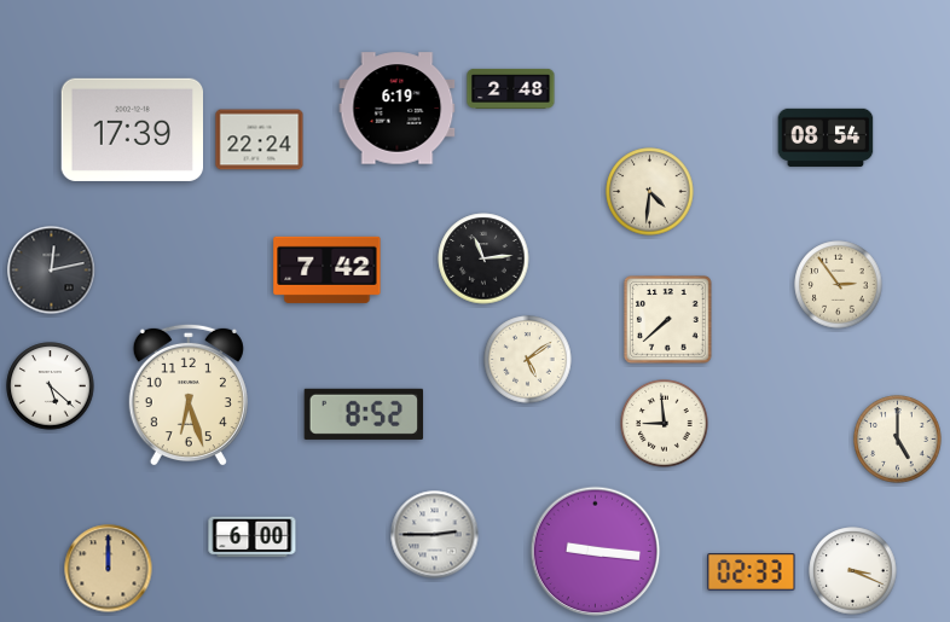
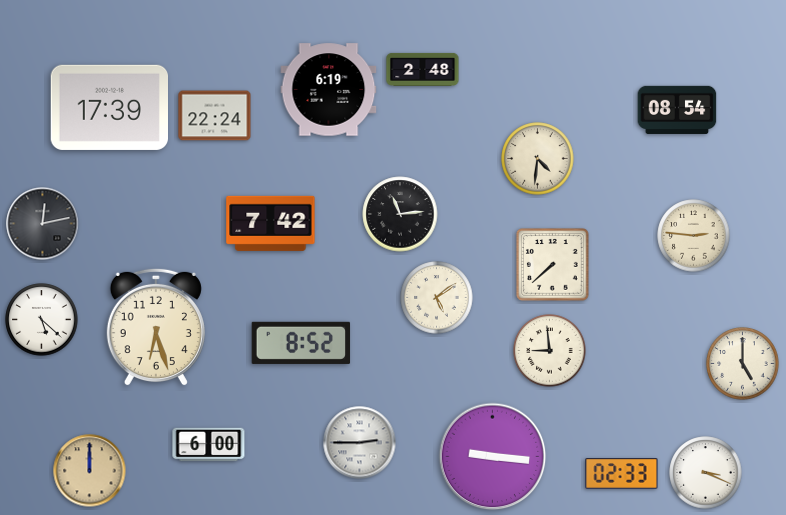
clock at (511, 88) position: (511, 88) -> (423, 69)
clock at (826, 138) position: (826, 138) -> (677, 110)
clock at (839, 285): 2:54 -> 2:46
